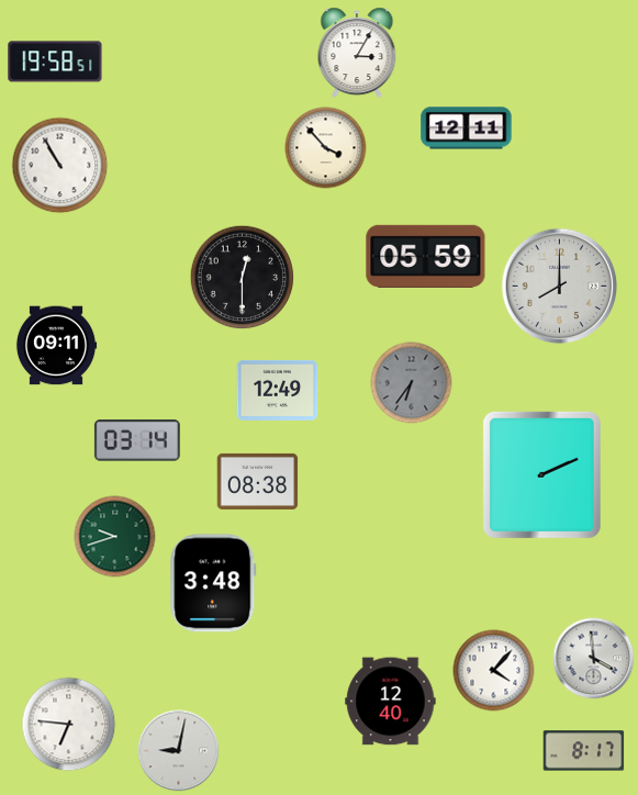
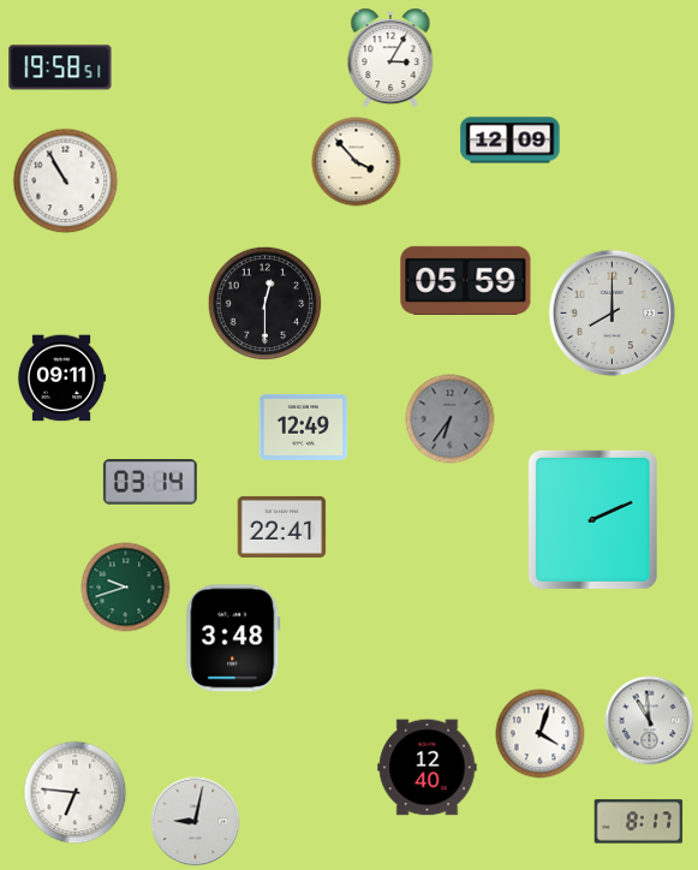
clock at (467, 128): 12:11 -> 12:09
clock at (258, 481): 08:38 -> 22:41
clock at (594, 659): 3:59 -> 10:59
clock at (494, 671): 4:07 -> 4:03
